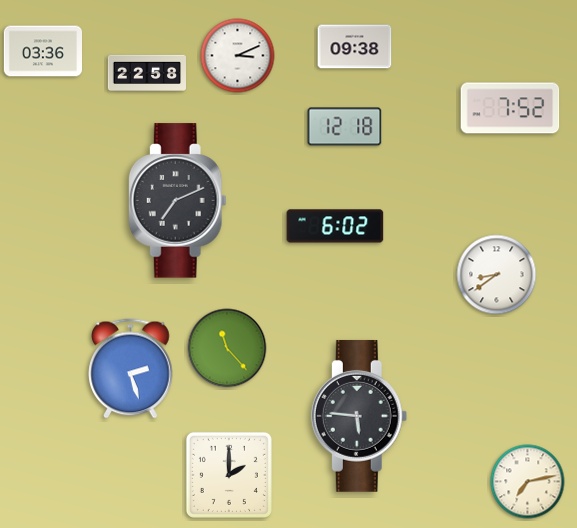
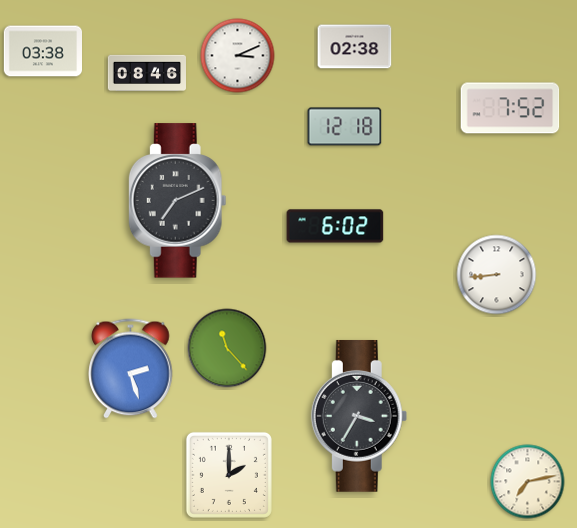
clock at (355, 47): 09:38 -> 02:38
clock at (42, 51): 03:36 -> 03:38
clock at (146, 73): 22:58 -> 08:46
clock at (497, 275): 8:39 -> 8:44
clock at (359, 416): 5:46 -> 3:35
